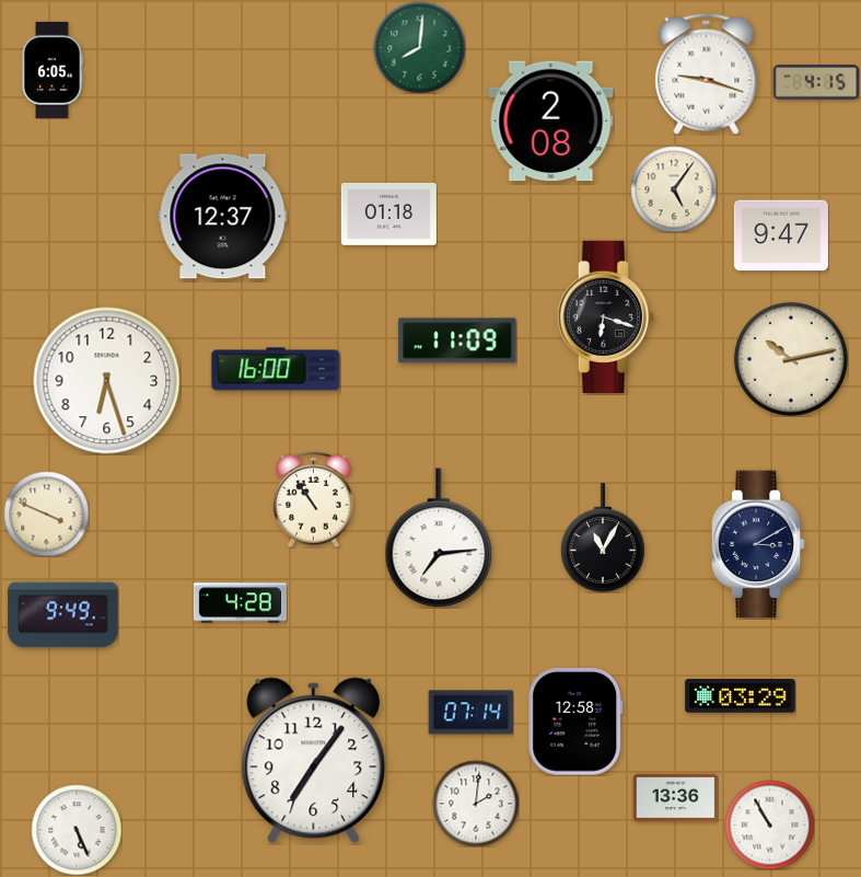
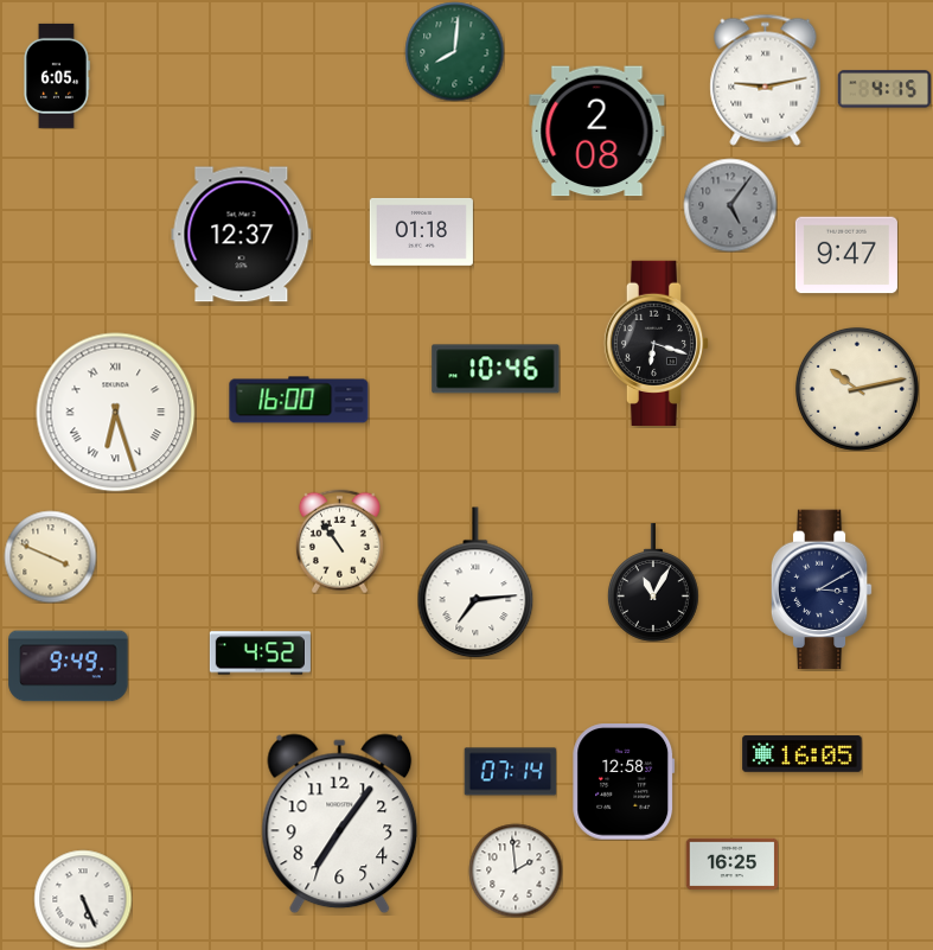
clock at (707, 73): 9:18 -> 9:13
clock at (674, 189) dial: cream -> grey
clock at (457, 341): 11:09 -> 10:46
clock at (107, 381) numerals: Arabic -> Roman
clock at (240, 603): 4:28 -> 4:52
clock at (741, 696): 03:29 -> 16:05
clock at (675, 798): 13:36 -> 16:25
clock at (476, 804): 2:01 -> 1:59
clock at (769, 824): 10:55 -> none
